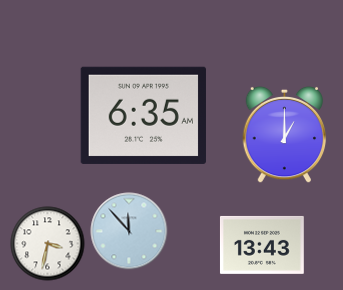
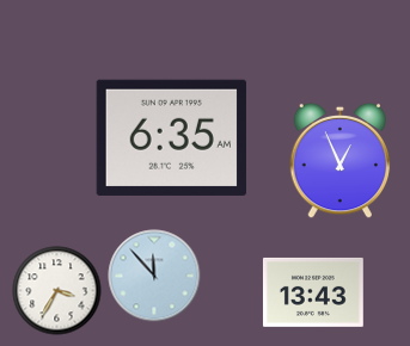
clock at (285, 135): 1:00 -> 12:56
clock at (48, 244): 3:32 -> 3:35
